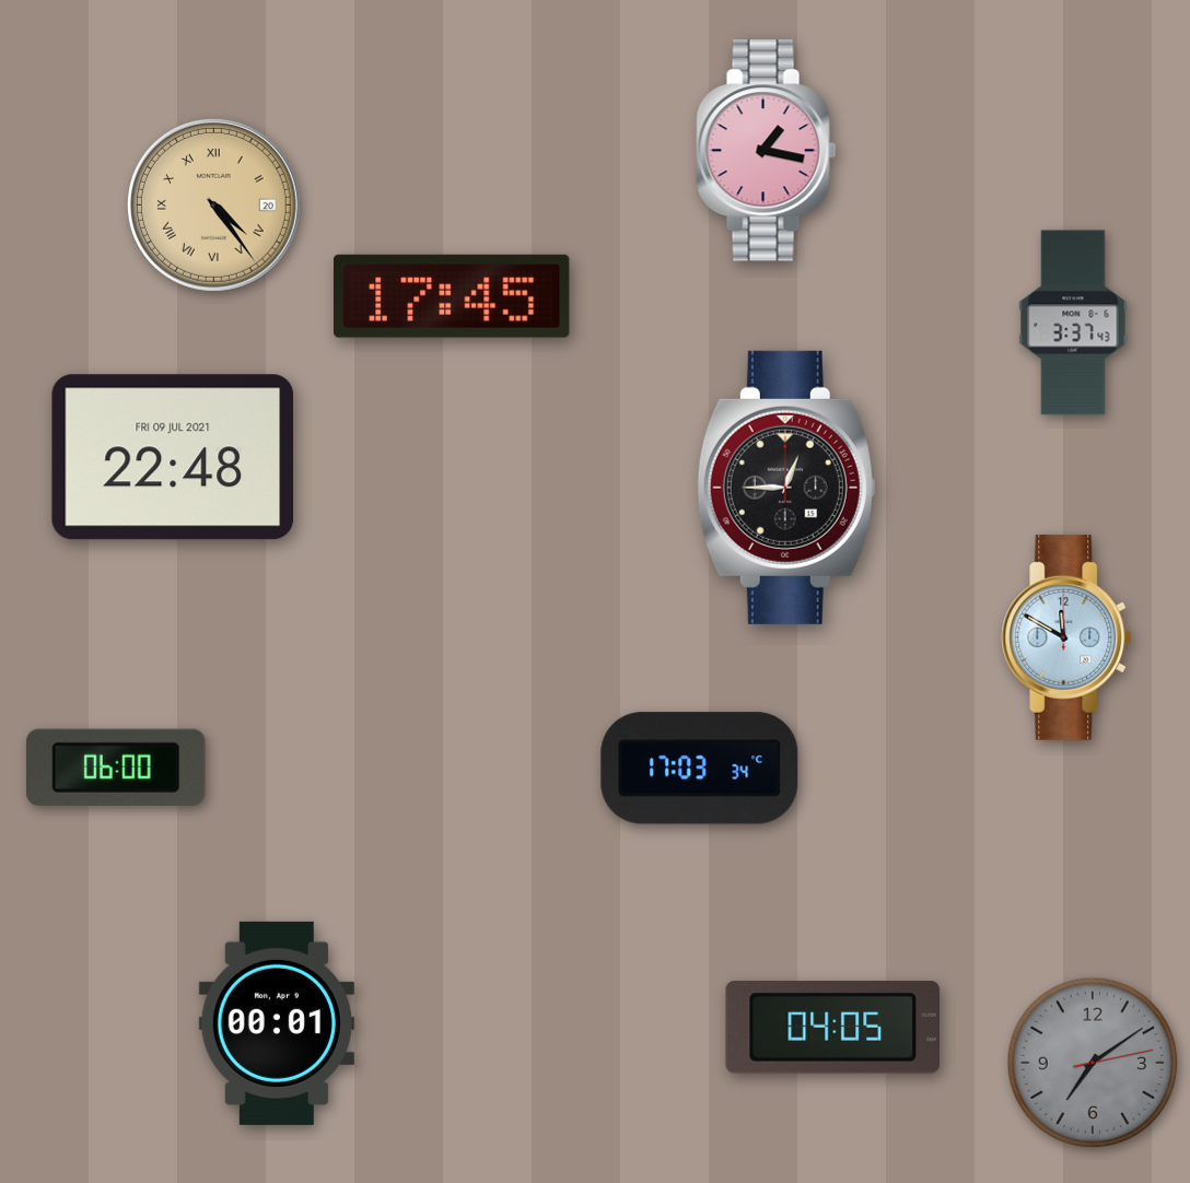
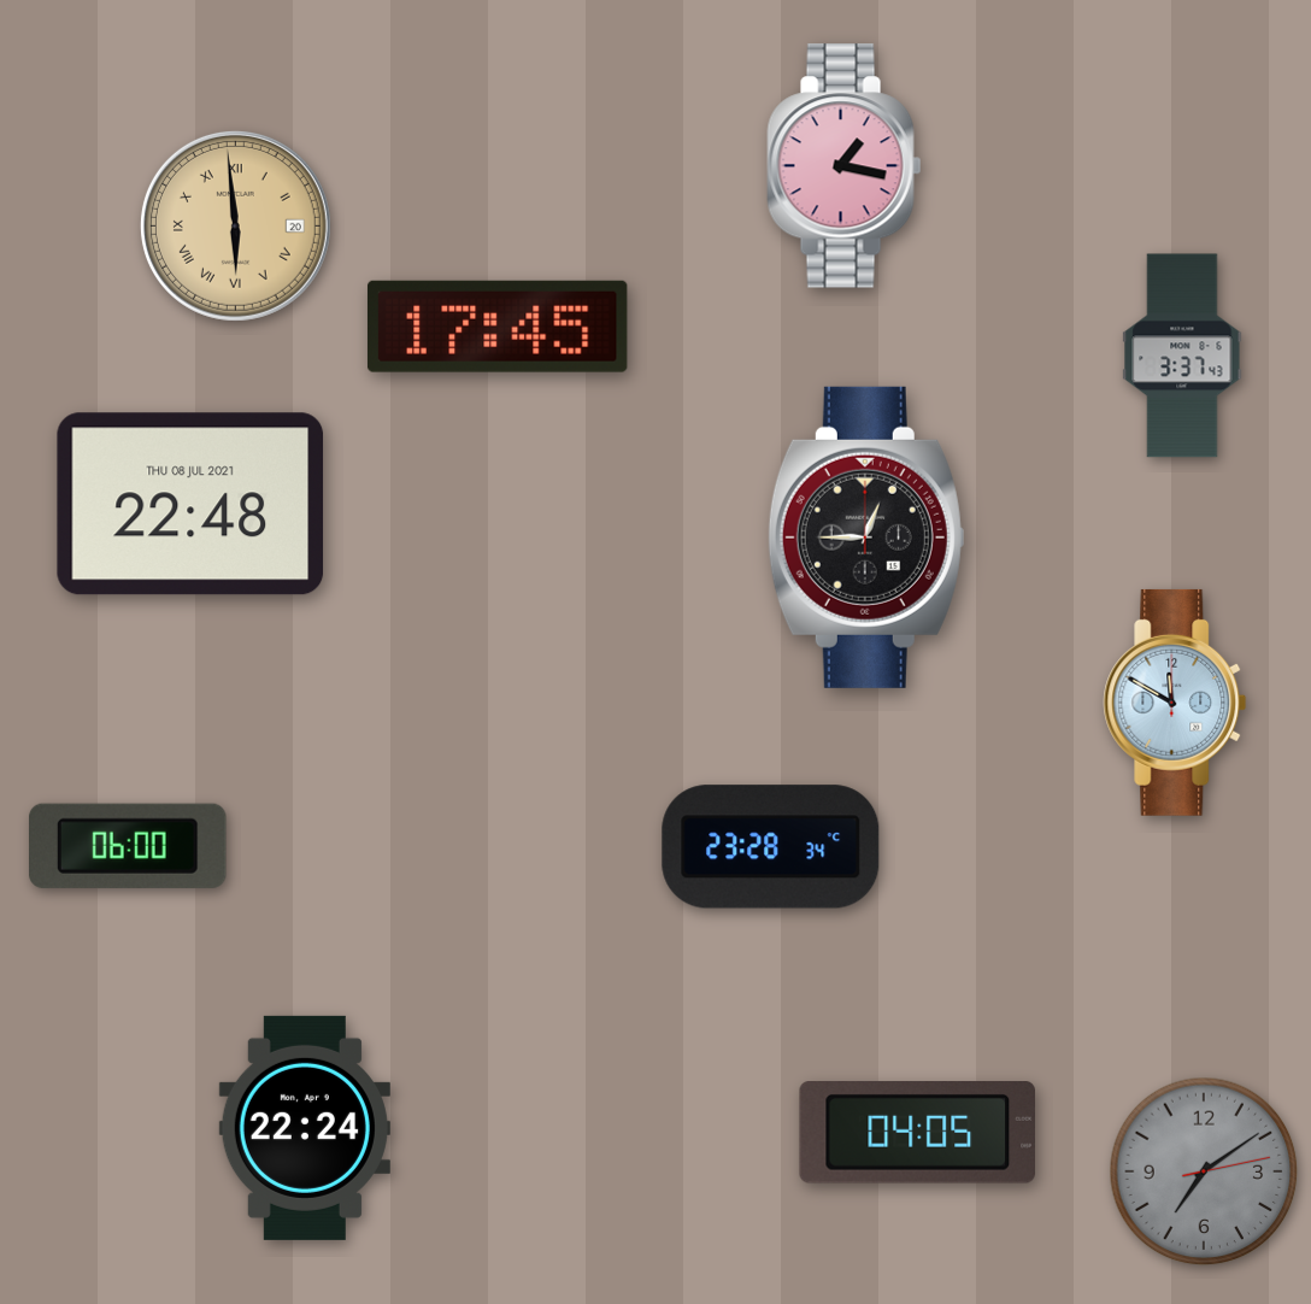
clock at (213, 204): 4:24 -> 5:59
clock at (173, 457) date: FRI 09 JUL 2021 -> THU 08 JUL 2021
clock at (700, 769): 17:03 -> 23:28
clock at (277, 1023): 00:01 -> 22:24
